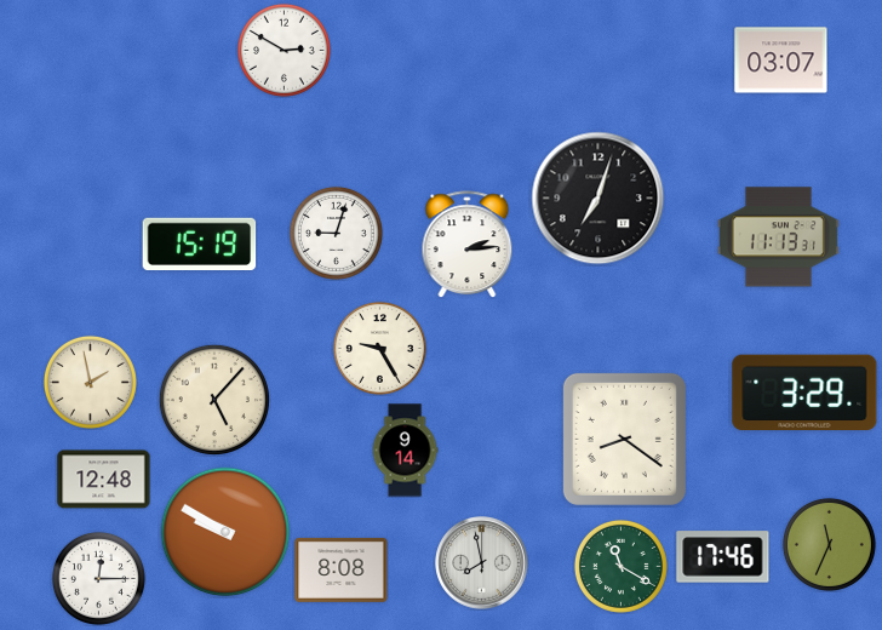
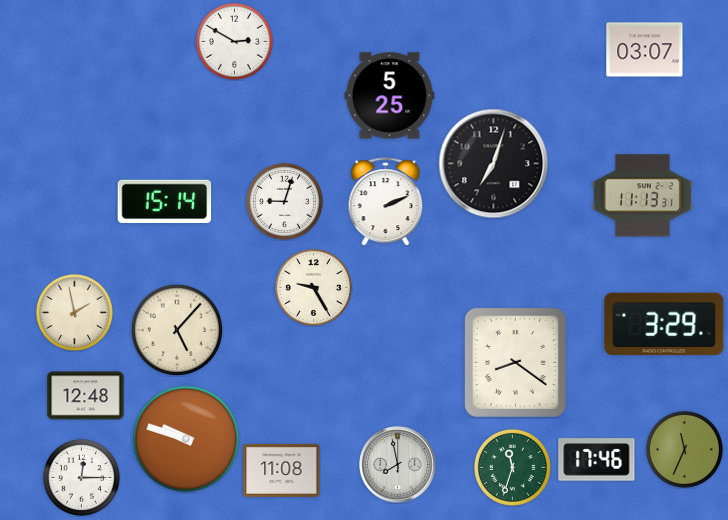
clock at (390, 96): none -> 5:25
clock at (336, 233) position: (336, 233) -> (284, 201)
clock at (200, 244): 15:19 -> 15:14
clock at (468, 245): 2:14 -> 2:11
clock at (90, 382) position: (90, 382) -> (74, 312)
clock at (405, 451): 9:14 -> none
clock at (225, 532): 9:50 -> 9:48
clock at (620, 566): 11:20 -> 11:33
clock at (342, 569): 8:08 -> 11:08
